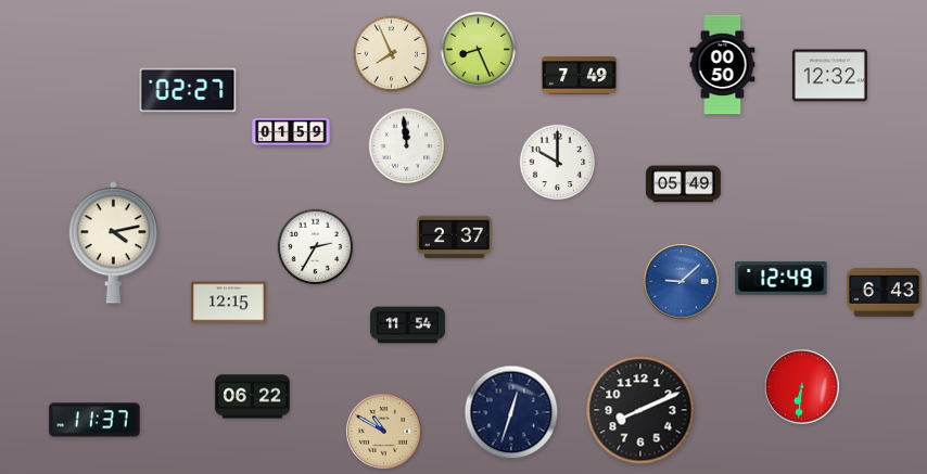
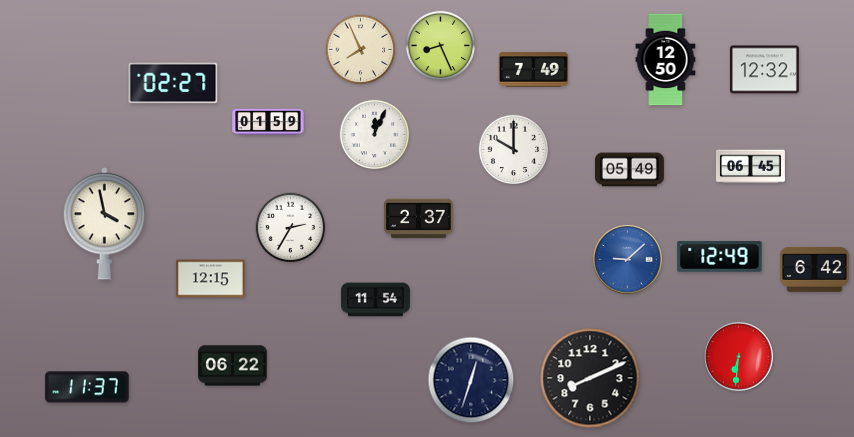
clock at (723, 65): 00:50 -> 12:50
clock at (407, 146): 11:59 -> 12:04
clock at (750, 167): none -> 06:45
clock at (113, 243): 4:13 -> 3:58
clock at (884, 292): 6:43 -> 6:42
clock at (384, 432): 10:50 -> none
